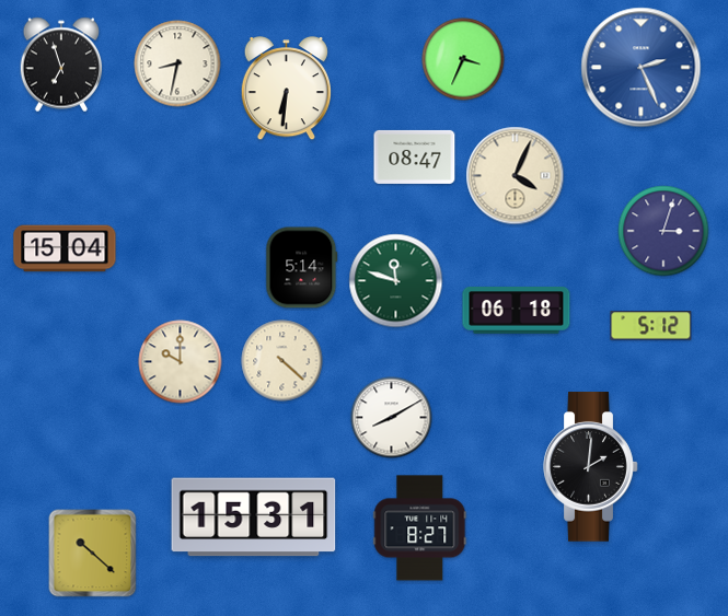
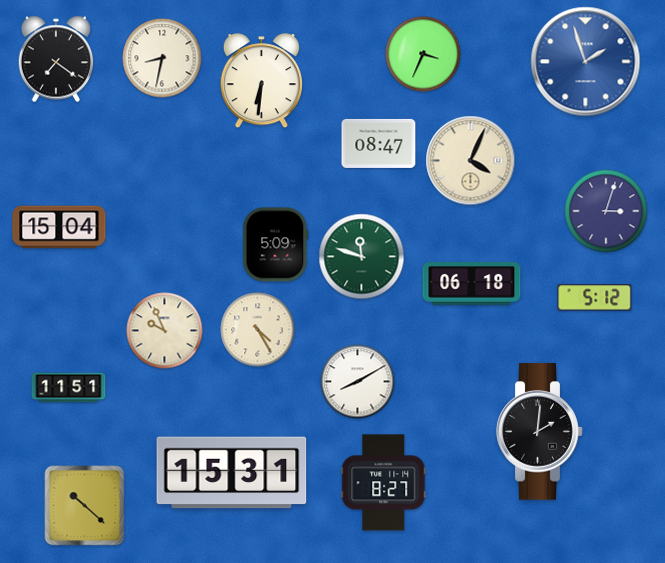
clock at (61, 65): 6:57 -> 7:21
clock at (642, 68): 2:26 -> 1:57
clock at (302, 268): 5:14 -> 5:09
clock at (282, 361): 4:22 -> 4:25
clock at (181, 362): 10:00 -> 9:56
clock at (69, 388): none -> 11:51
clock at (591, 467) position: (591, 467) -> (540, 432)
